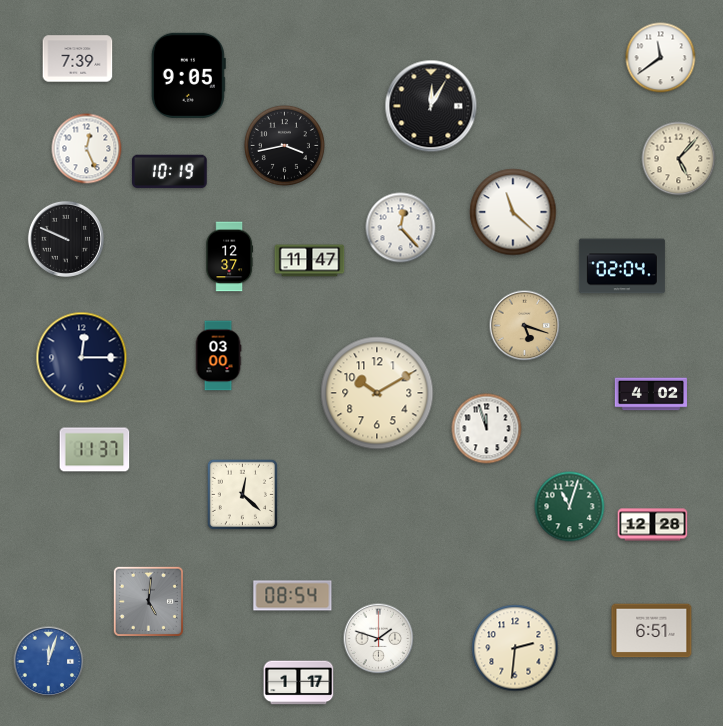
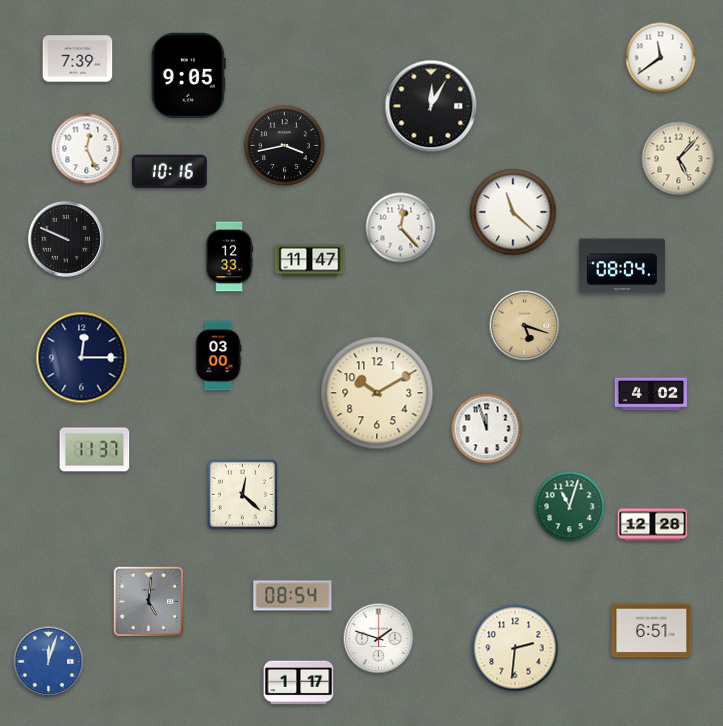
clock at (170, 172): 10:19 -> 10:16
clock at (230, 257): 12:37 -> 12:33
clock at (622, 266): 02:04 -> 08:04
